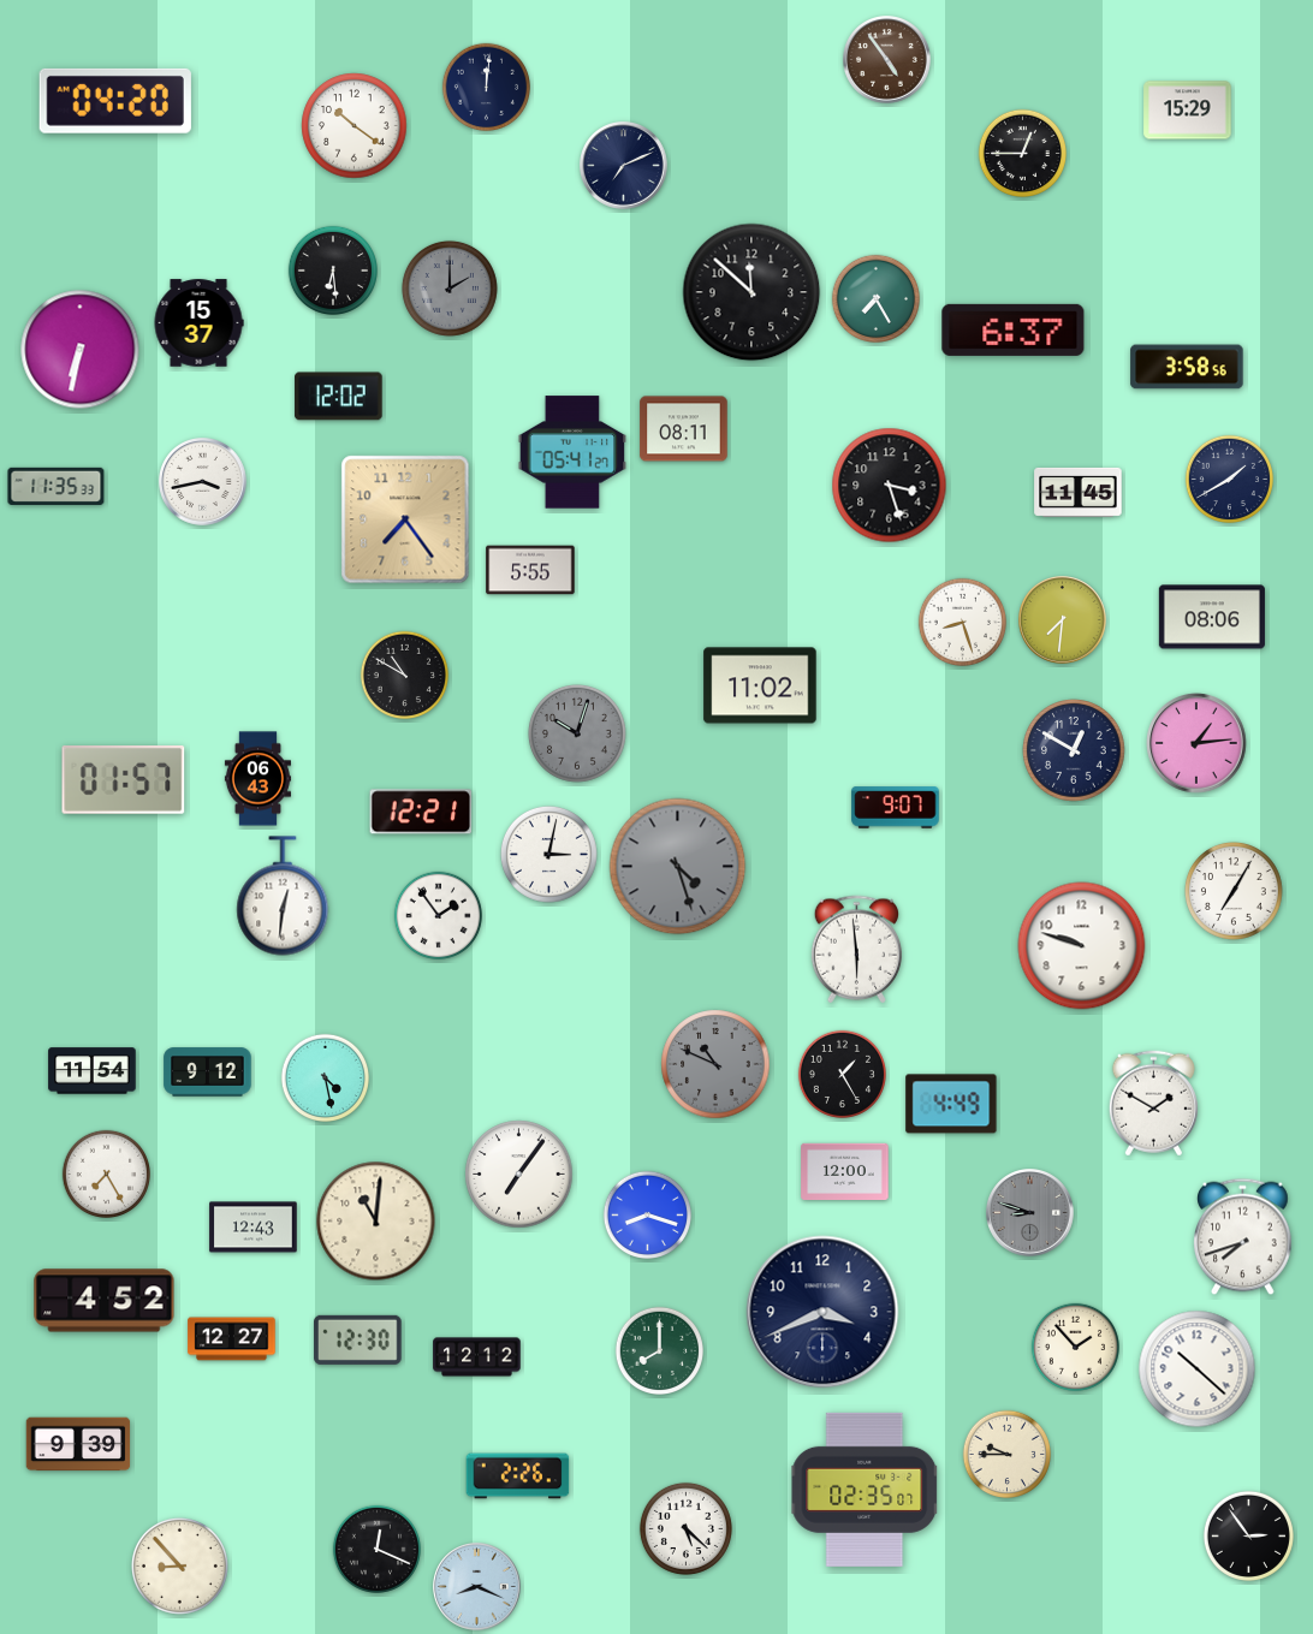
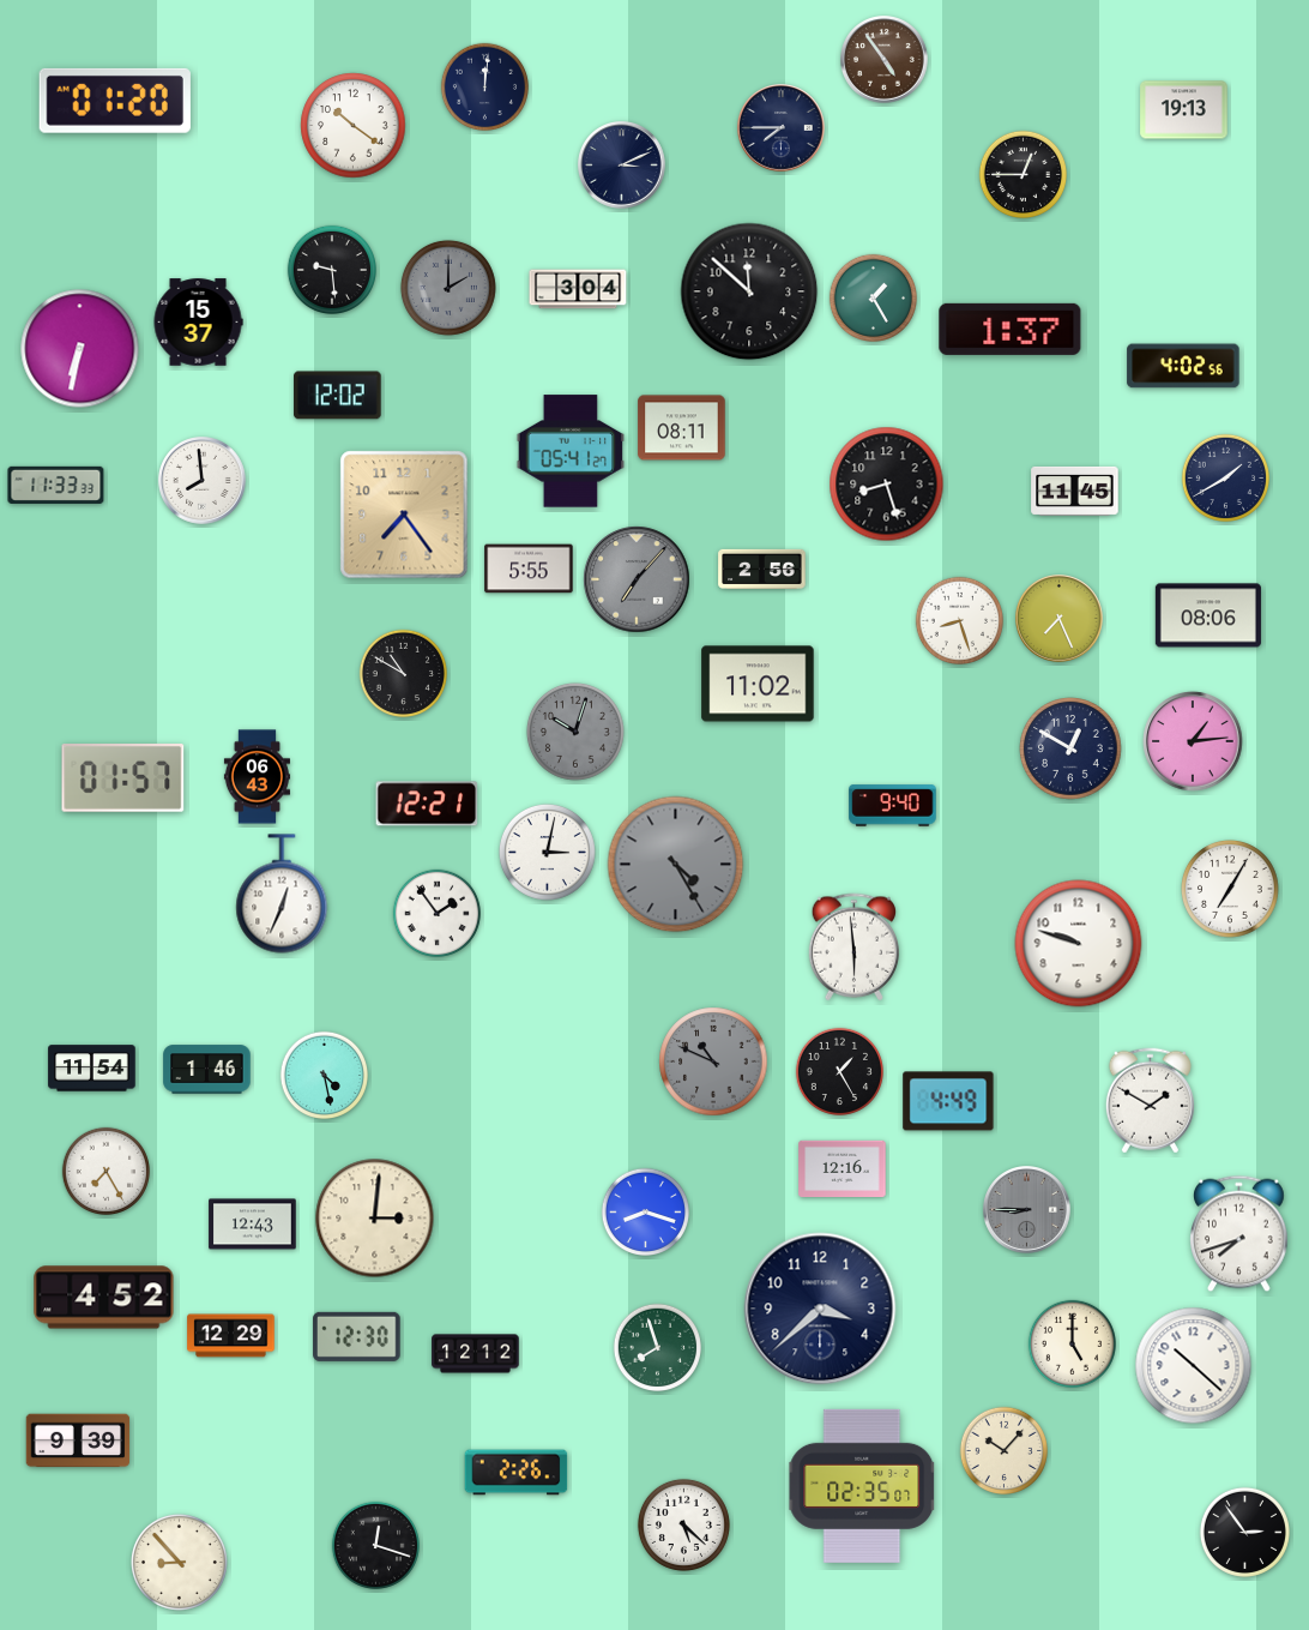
clock at (115, 101): 04:20 -> 01:20
clock at (1188, 111): 15:29 -> 19:13
clock at (782, 128): none -> 7:45
clock at (1022, 153) position: (1022, 153) -> (1023, 174)
clock at (624, 166): 7:11 -> 3:11
clock at (332, 269): 6:29 -> 9:29
clock at (578, 289): none -> 3:04
clock at (875, 298): 7:25 -> 1:25
clock at (1014, 329): 6:37 -> 1:37
clock at (1187, 367): 3:58 -> 4:02
clock at (203, 482): 3:43 -> 7:59
clock at (57, 486): 11:35 -> 11:33
clock at (890, 486): 3:27 -> 8:27
clock at (405, 519) position: (405, 519) -> (404, 515)
clock at (762, 569): none -> 2:56
clock at (637, 579): none -> 7:07
clock at (1063, 620): 7:31 -> 7:26
clock at (896, 808): 9:07 -> 9:40
clock at (421, 812) position: (421, 812) -> (427, 804)
clock at (678, 867): 4:27 -> 4:25
clock at (283, 896): 12:31 -> 12:34
clock at (208, 1073): 9:12 -> 1:46
clock at (845, 1172): 12:00 -> 12:16
clock at (519, 1175): 7:06 -> none
clock at (1030, 1213): 8:48 -> 8:45
clock at (376, 1222): 11:01 -> 3:01
clock at (822, 1312): 3:41 -> 3:38
clock at (232, 1339): 12:27 -> 12:29
clock at (1075, 1347): 1:53 -> 5:00
clock at (659, 1350): 8:00 -> 7:57
clock at (1006, 1454): 9:45 -> 10:07
clock at (376, 1549): 12:19 -> 12:18
clock at (477, 1587): 8:19 -> none
